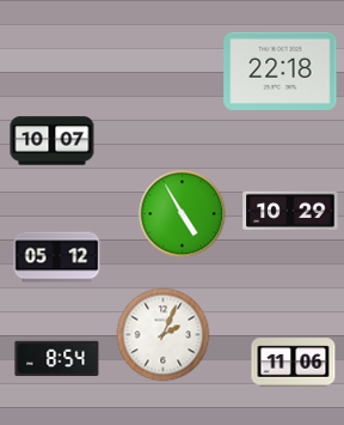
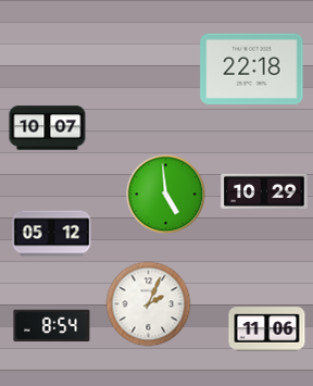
clock at (281, 71) position: (281, 71) -> (252, 69)
clock at (183, 214): 4:55 -> 4:59
